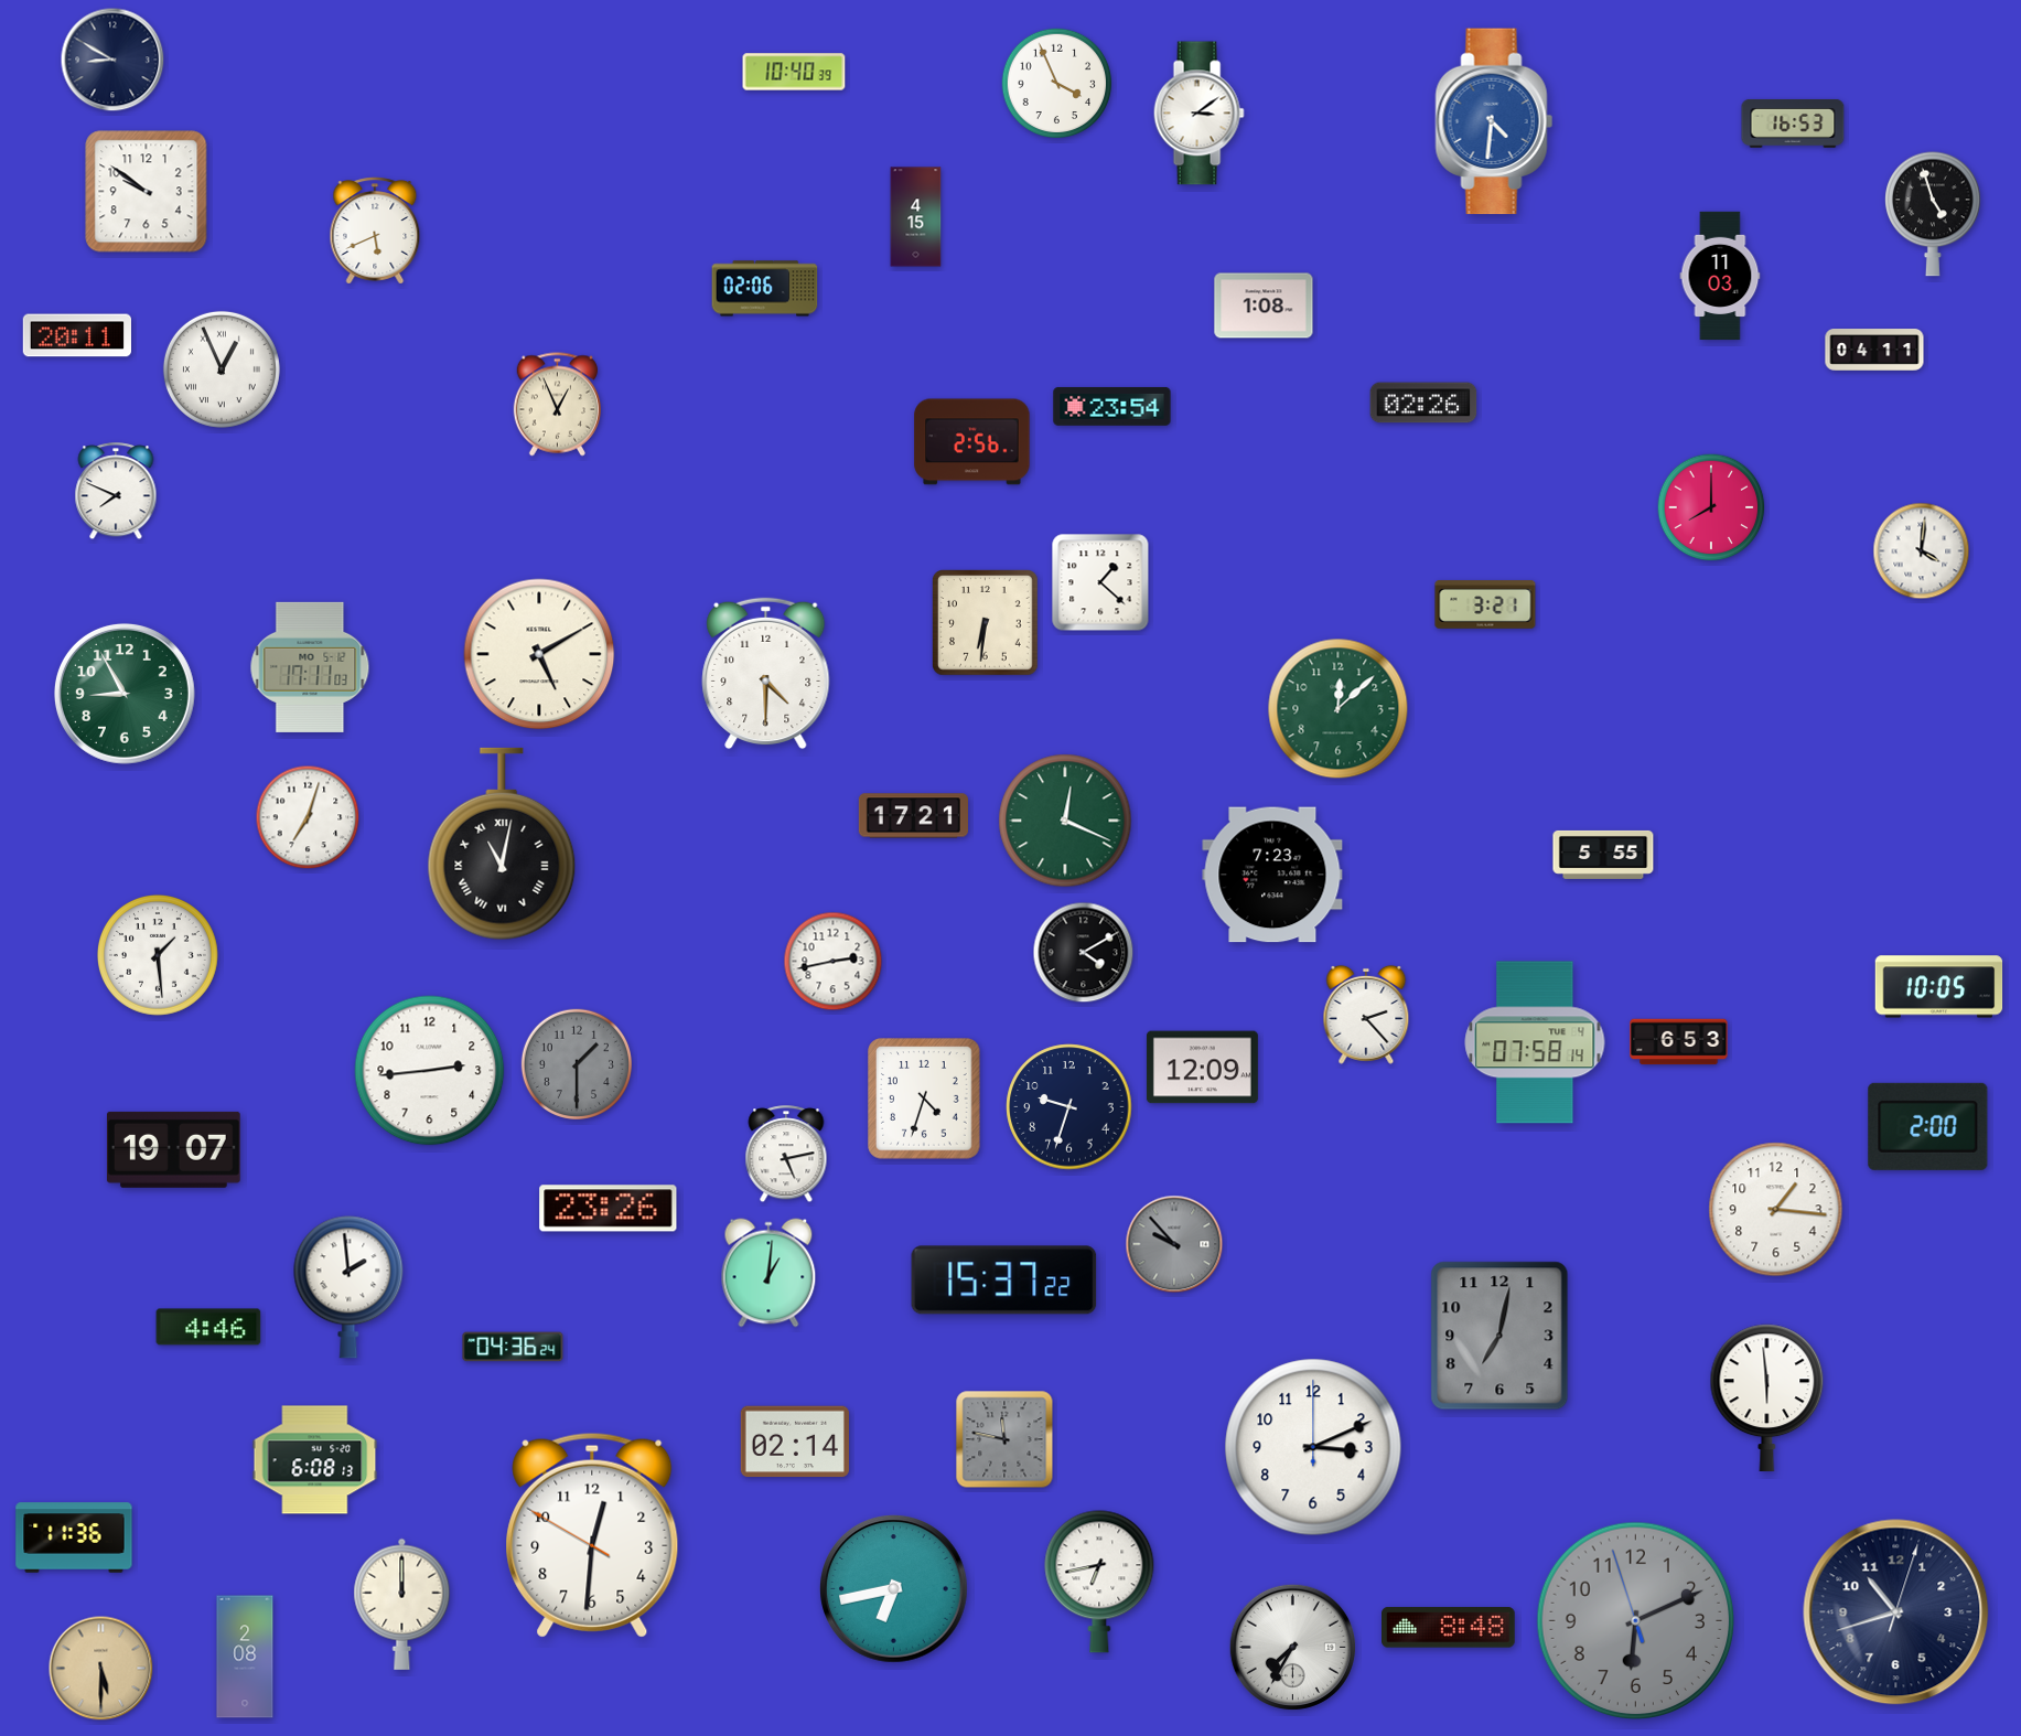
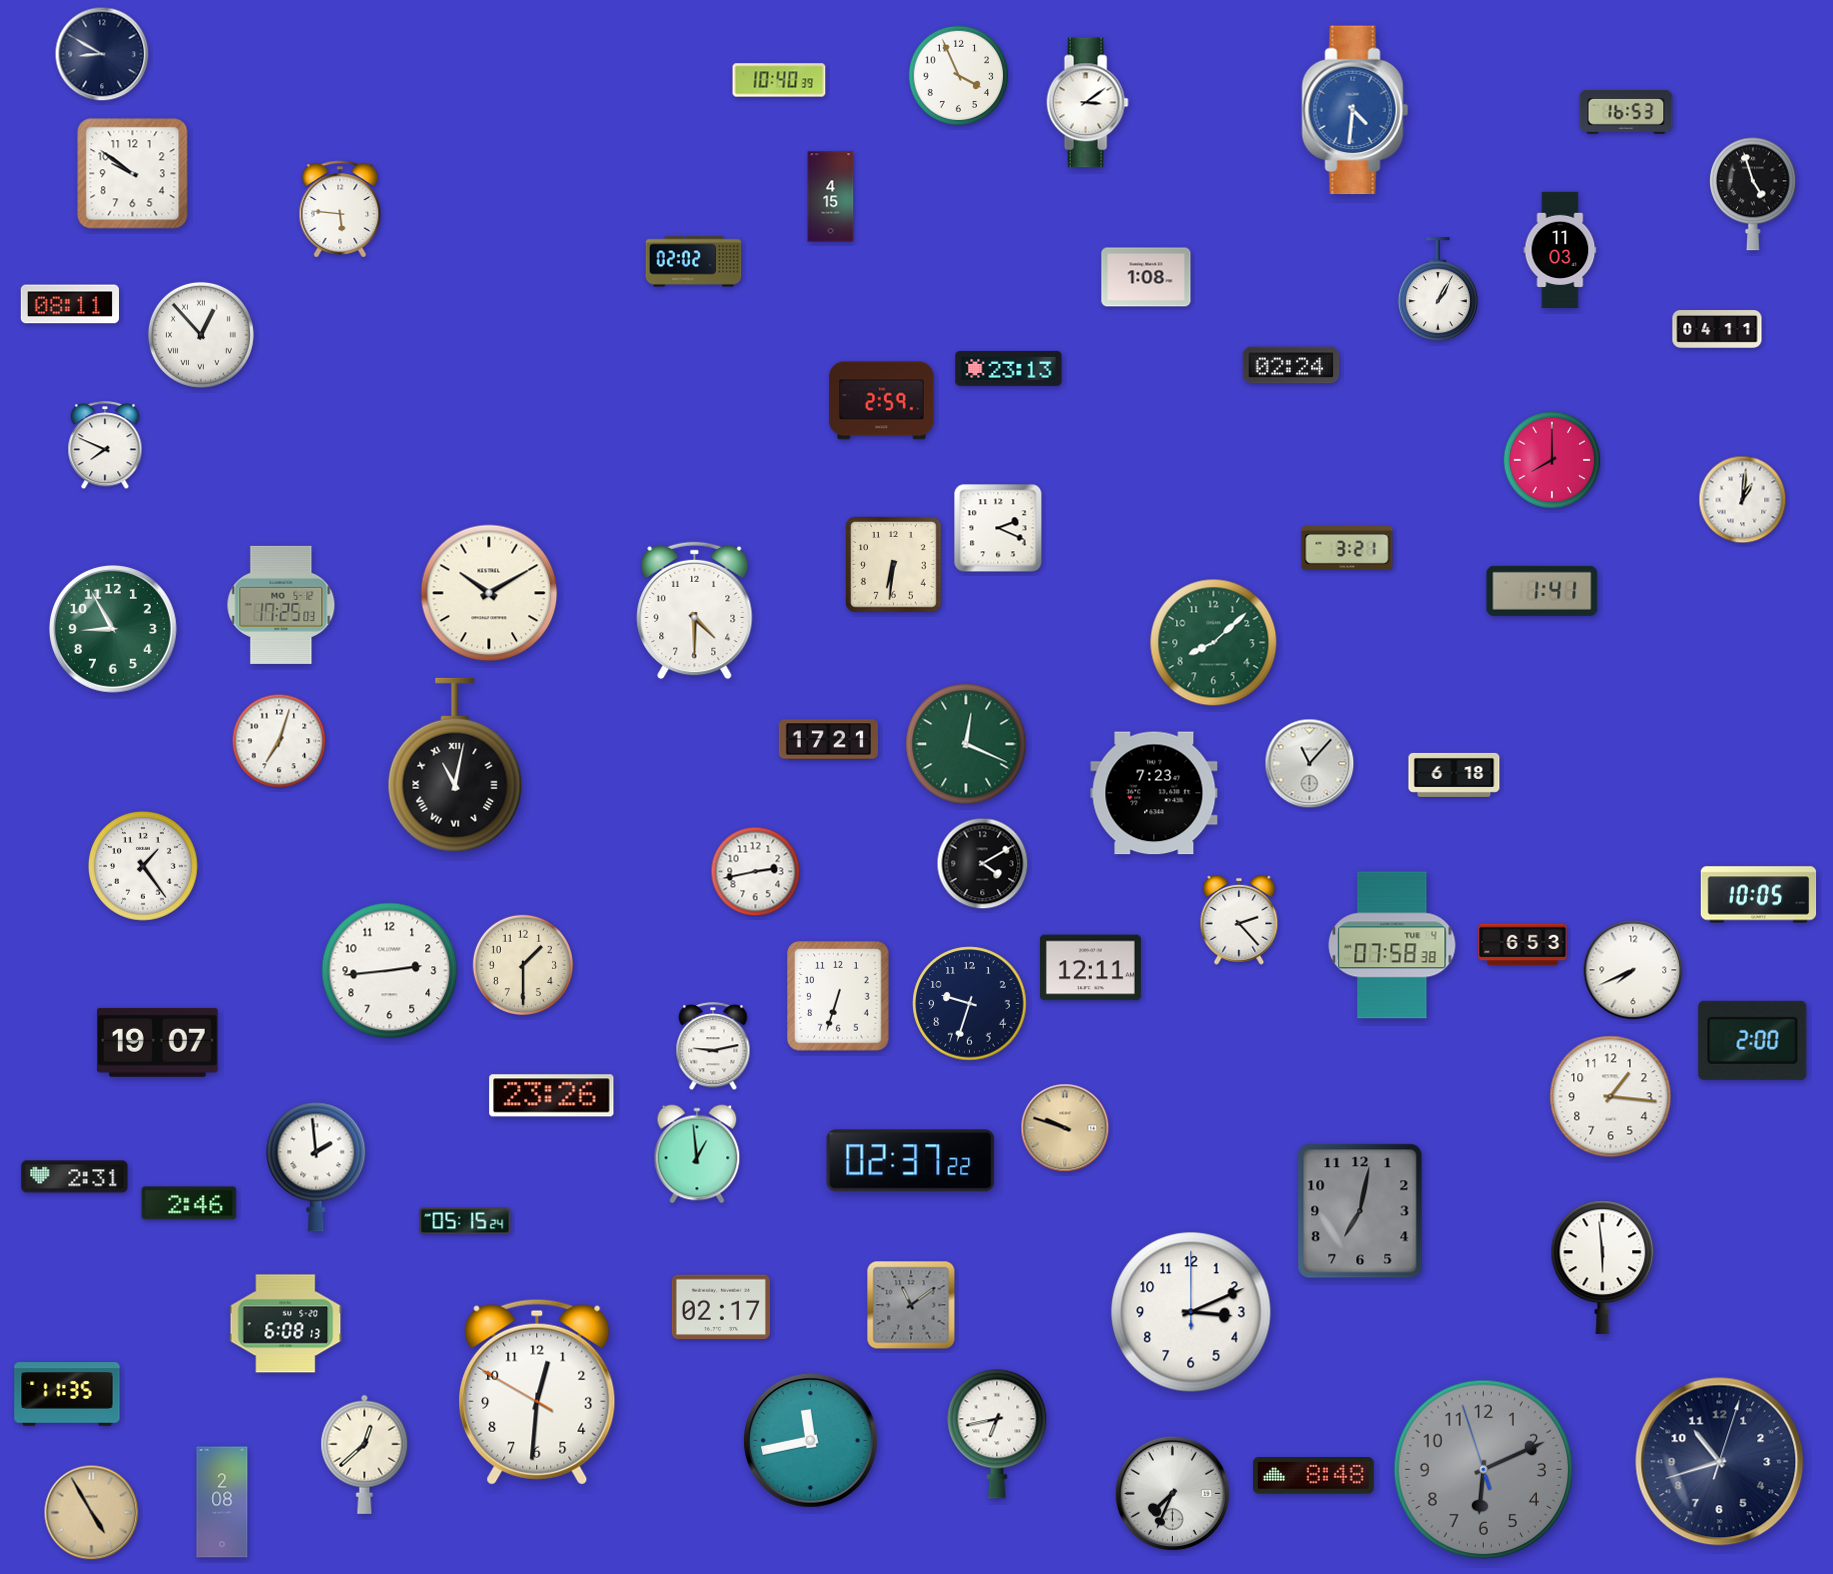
clock at (794, 72) position: (794, 72) -> (779, 80)
clock at (375, 231): 5:41 -> 5:46
clock at (765, 289): 02:06 -> 02:02
clock at (1438, 290): none -> 1:05
clock at (76, 335): 20:11 -> 08:11
clock at (1874, 350) position: (1874, 350) -> (1717, 329)
clock at (222, 369): 12:56 -> 12:53
clock at (1423, 403): 02:26 -> 02:24
clock at (557, 405): 12:56 -> none
clock at (1112, 407): 23:54 -> 23:13
clock at (972, 442): 2:56 -> 2:59
clock at (1922, 551): 4:01 -> 1:01
clock at (1100, 582): 1:22 -> 2:19
clock at (1542, 591): none -> 1:41
clock at (539, 654): 5:10 -> 10:10
clock at (310, 667): 17:11 -> 17:25
clock at (1339, 709): 12:08 -> 8:08
clock at (1310, 764): none -> 11:07
clock at (1603, 855): 5:55 -> 6:18
clock at (159, 956): 1:29 -> 1:24
clock at (1535, 1042): 07:58:14 -> 07:58:38
clock at (576, 1063) dial: grey -> cream
clock at (1202, 1068): 12:09 -> 12:11
clock at (1633, 970): none -> 7:41
clock at (924, 1099): 4:33 -> 6:33
clock at (1928, 1126) position: (1928, 1126) -> (1753, 1040)
clock at (786, 1155): 5:13 -> 9:13
clock at (1174, 1244): 9:53 -> 9:48
clock at (1174, 1244) dial: grey -> champagne
clock at (768, 1273): 1:01 -> 12:59
clock at (1004, 1280): 15:37 -> 02:37
clock at (75, 1177): none -> 2:31
clock at (208, 1327): 4:46 -> 2:46
clock at (513, 1347): 04:36 -> 05:15
clock at (1004, 1439): 11:47 -> 11:09
clock at (795, 1442): 02:14 -> 02:17
clock at (74, 1537): 11:36 -> 11:35
clock at (894, 1589): 6:43 -> 11:43
clock at (402, 1604): 12:00 -> 12:38
clock at (1292, 1647): 7:35 -> 7:34
clock at (101, 1669): 5:30 -> 4:55
